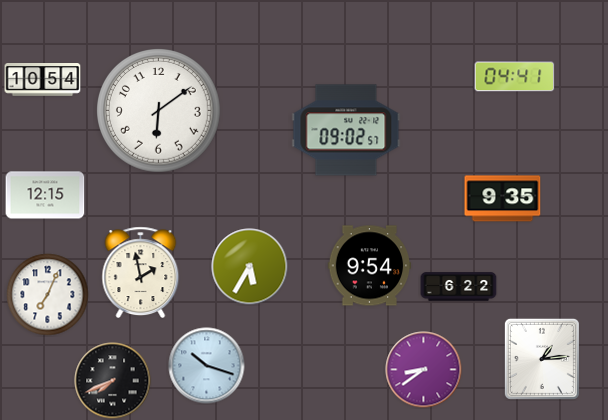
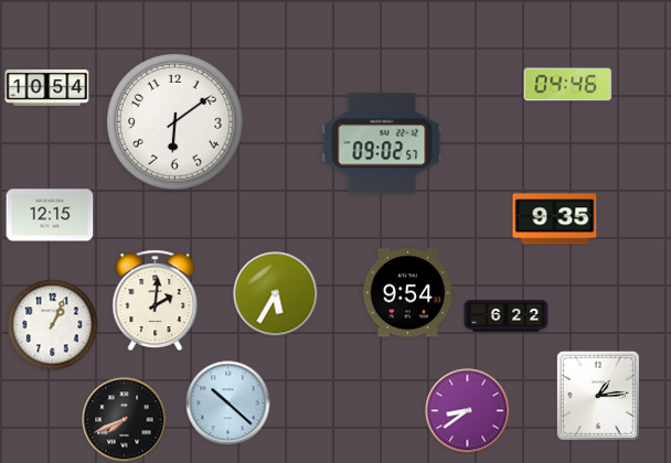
clock at (515, 77): 04:41 -> 04:46
clock at (141, 272): 1:58 -> 2:01
clock at (48, 295): 7:04 -> 1:04
clock at (207, 366): 10:18 -> 10:22
clock at (424, 370) position: (424, 370) -> (468, 411)
